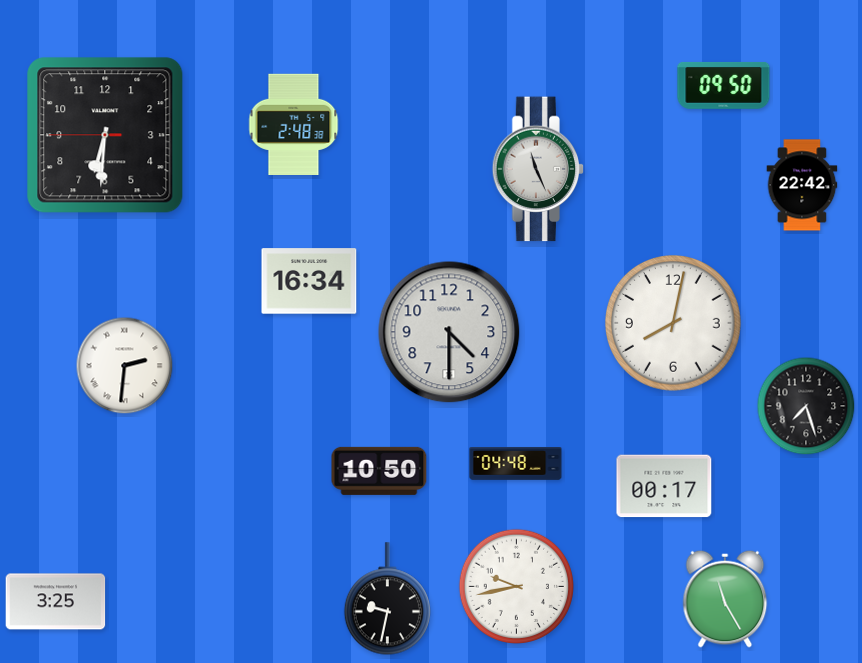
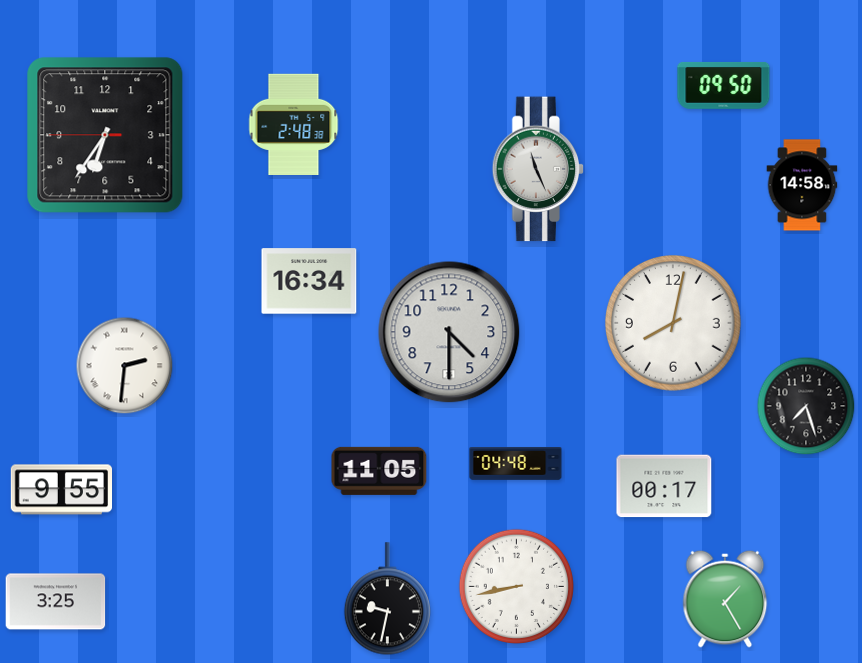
clock at (105, 135): 6:30 -> 6:35
clock at (802, 185): 22:42 -> 14:58
clock at (379, 471): 10:50 -> 11:05
clock at (62, 490): none -> 9:55
clock at (516, 586): 9:43 -> 8:43
clock at (725, 599): 11:25 -> 1:25
